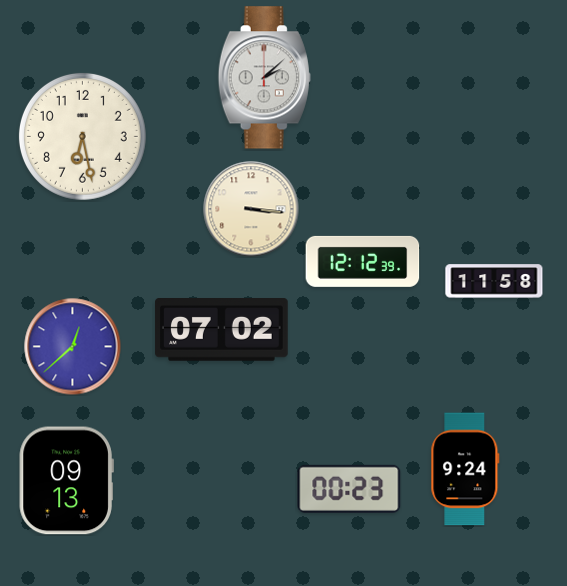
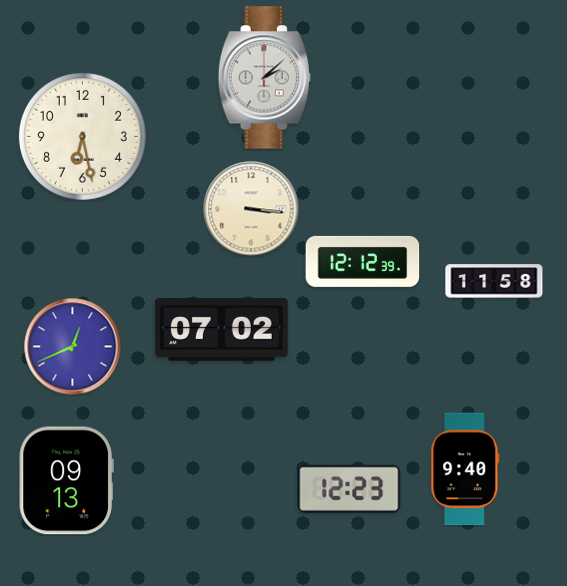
clock at (73, 347): 12:38 -> 12:41
clock at (465, 469): 9:24 -> 9:40
clock at (349, 489): 00:23 -> 12:23
